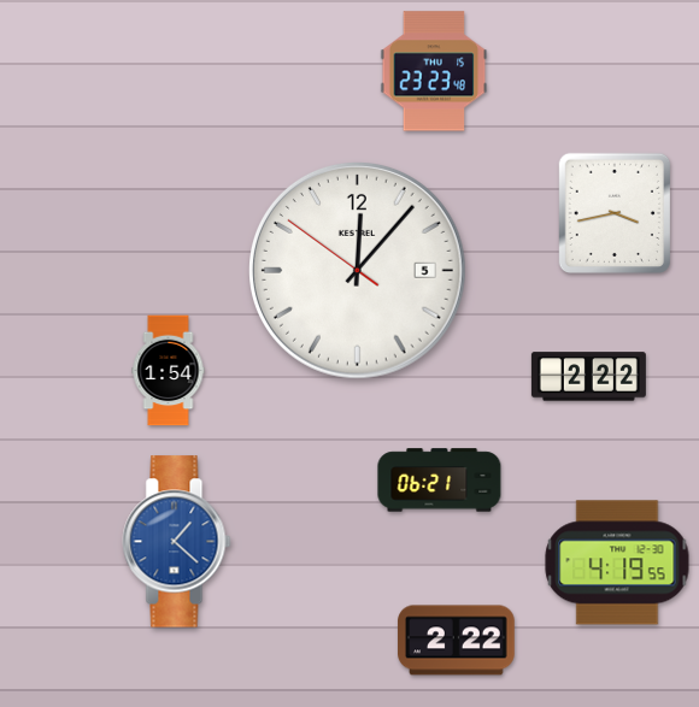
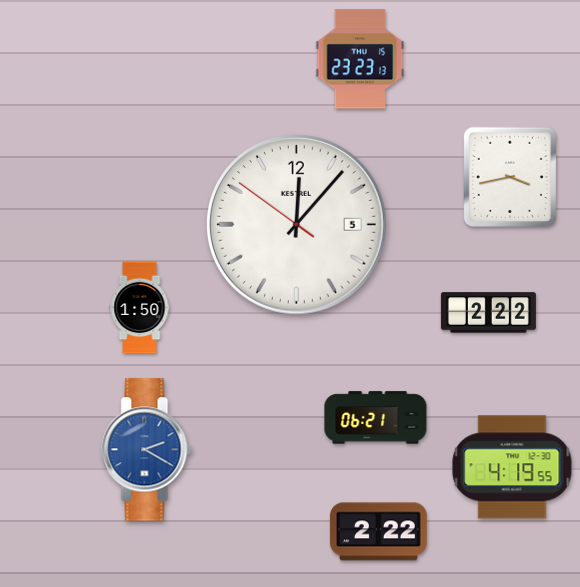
clock at (434, 71): 23:23:48 -> 23:23:13
clock at (169, 371): 1:54 -> 1:50
clock at (440, 481) position: (440, 481) -> (376, 418)
clock at (177, 542): 1:22 -> 2:20
